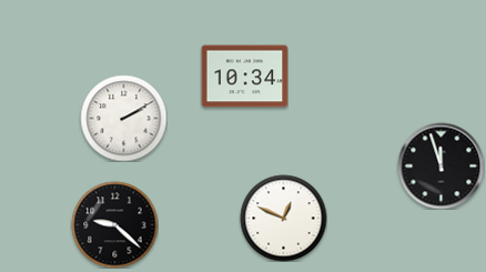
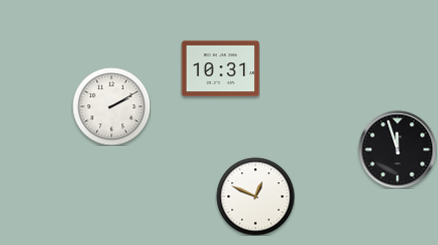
clock at (244, 77): 10:34 -> 10:31
clock at (114, 224): 9:22 -> none
